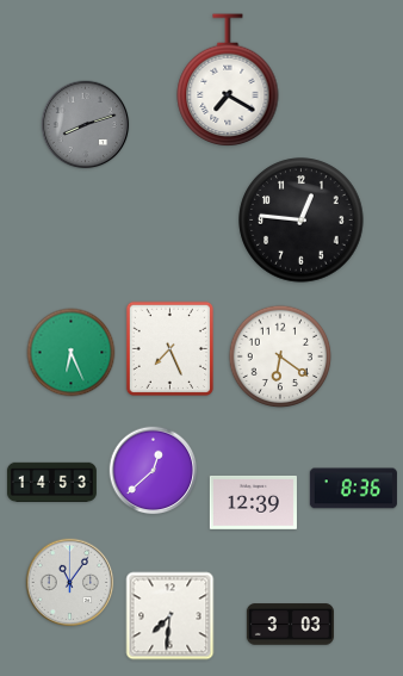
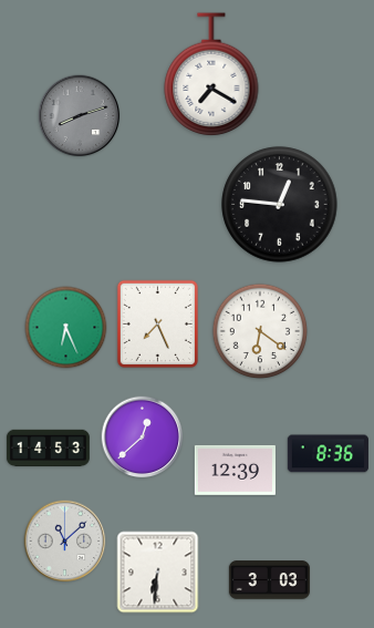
clock at (253, 502) position: (253, 502) -> (235, 470)
clock at (70, 583): 11:06 -> 11:08
clock at (170, 616): 7:31 -> 6:31
